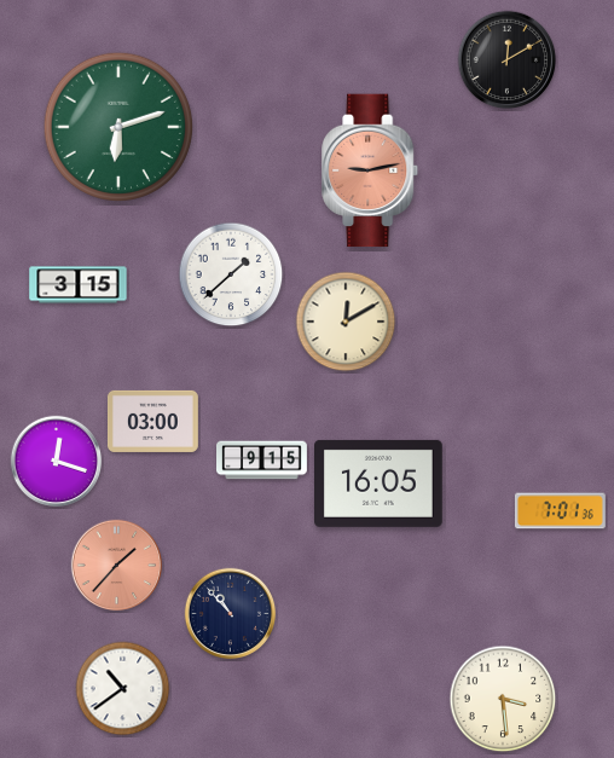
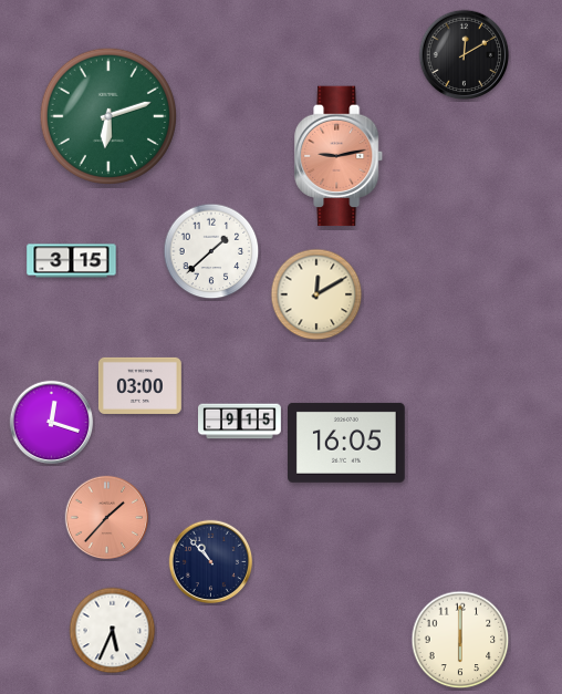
clock at (560, 511): 7:01 -> none
clock at (123, 689): 10:39 -> 5:34
clock at (503, 699): 3:29 -> 6:00
